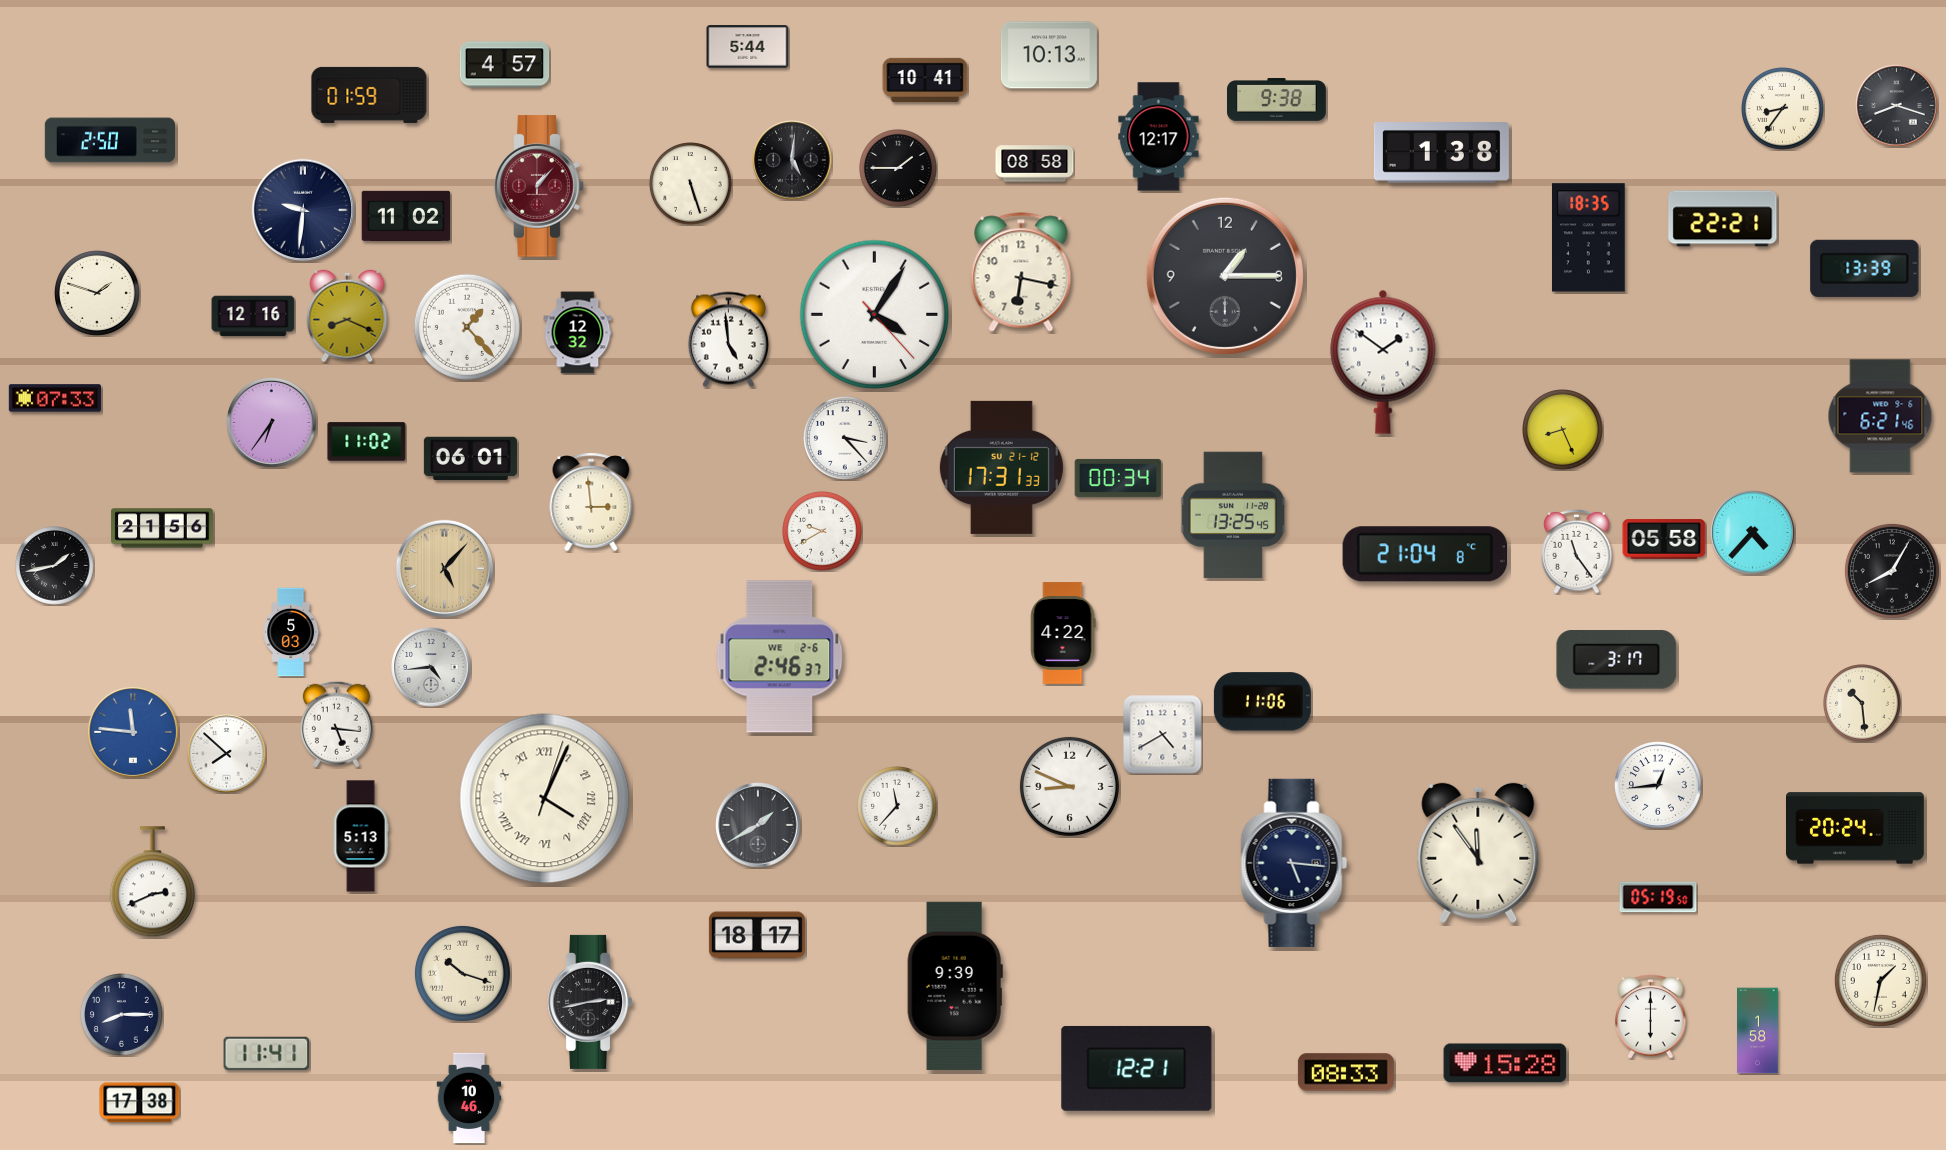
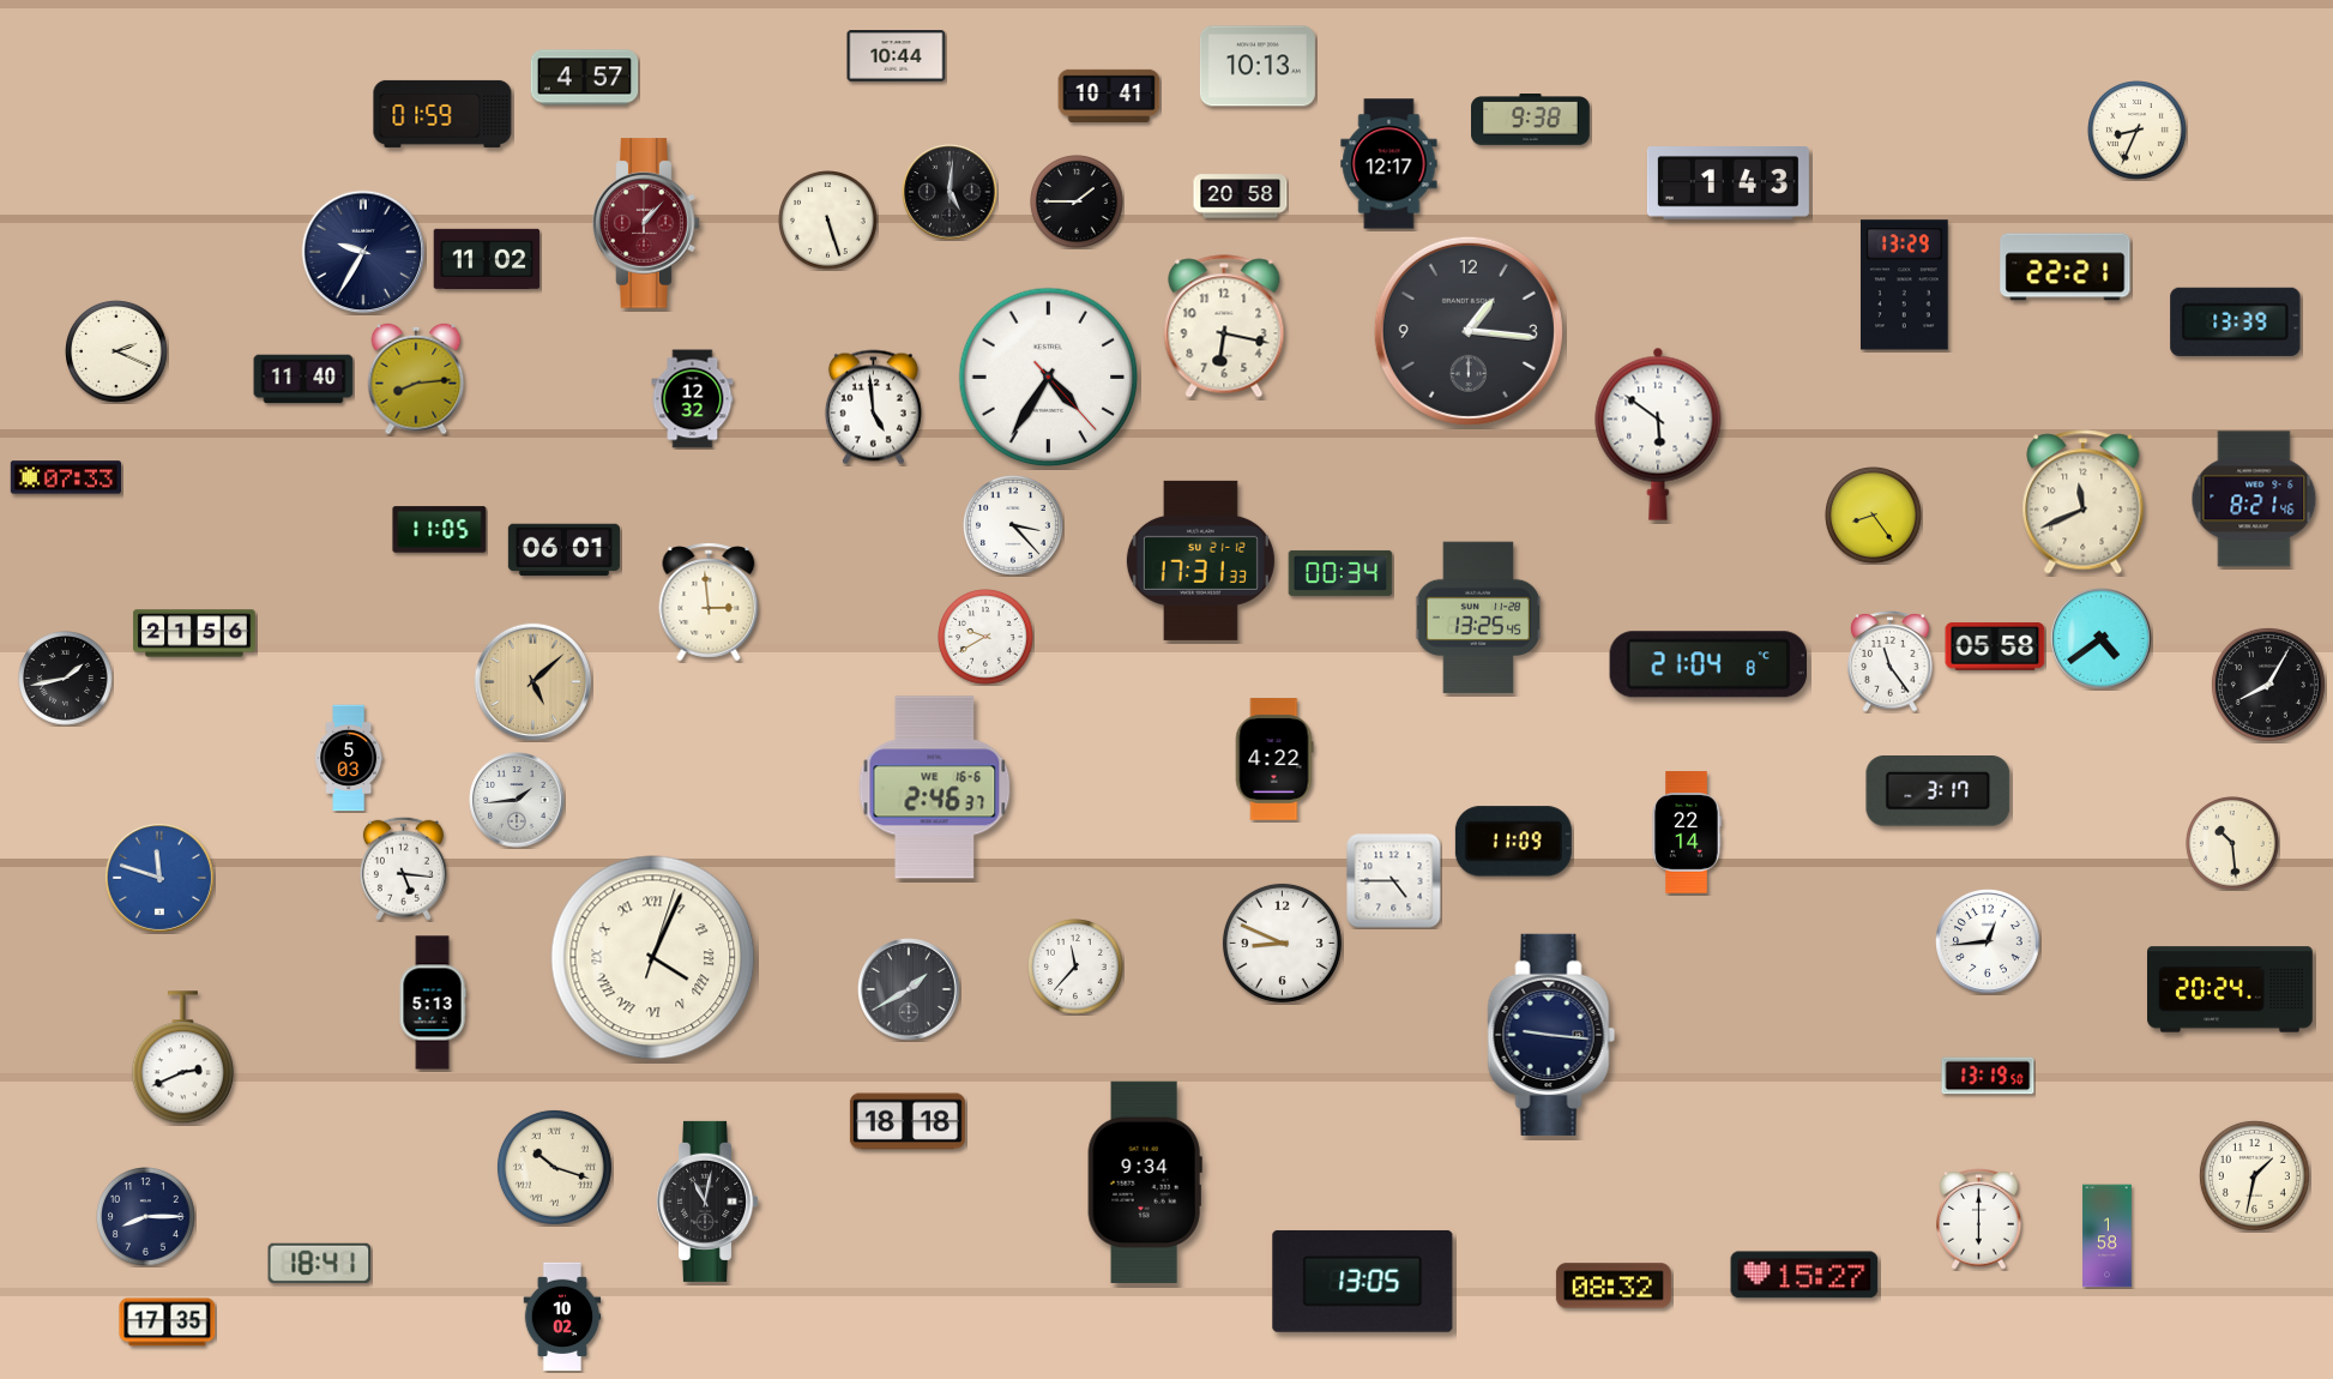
clock at (748, 47): 5:44 -> 10:44
clock at (505, 65) position: (505, 65) -> (585, 78)
clock at (1897, 106): 8:18 -> none
clock at (1783, 109): 8:36 -> 8:34
clock at (109, 140): 2:50 -> none
clock at (1441, 153): 1:38 -> 1:43
clock at (1035, 164): 08:58 -> 20:58
clock at (303, 210): 9:31 -> 9:35
clock at (1723, 219) position: (1723, 219) -> (2066, 267)
clock at (1588, 238): 18:35 -> 13:29
clock at (1225, 276): 1:15 -> 1:16
clock at (98, 294): 1:48 -> 2:19
clock at (875, 315): 4:05 -> 4:35
clock at (253, 316): 12:16 -> 11:40
clock at (347, 316): 8:19 -> 8:14
clock at (467, 327): 1:23 -> none
clock at (1383, 362): 1:51 -> 5:51
clock at (1880, 416): 6:21 -> 8:21
clock at (2084, 502): none -> 11:41
clock at (271, 422): 6:36 -> none
clock at (1563, 430): 8:26 -> 8:24
clock at (367, 442): 11:02 -> 11:05
clock at (1753, 533): 4:37 -> 4:39
clock at (444, 568): 5:07 -> 5:08
clock at (780, 657) date: WE 2-6 -> WE 16-6
clock at (431, 667): 4:44 -> 1:44
clock at (1687, 832): none -> 22:14
clock at (1262, 702): 11:06 -> 11:09
clock at (133, 732): 11:46 -> 11:48
clock at (1163, 735): 4:40 -> 4:45
clock at (227, 754): 7:52 -> none
clock at (1856, 828) position: (1856, 828) -> (2231, 989)
clock at (1478, 853): 11:54 -> none
clock at (1294, 863): 5:16 -> 9:16
clock at (1658, 897): 05:19 -> 13:19
clock at (757, 935): 18:17 -> 18:18
clock at (955, 986): 9:39 -> 9:34
clock at (590, 1002): 2:43 -> 11:02
clock at (267, 1053): 11:41 -> 18:41
clock at (1505, 1063): 15:28 -> 15:27
clock at (1137, 1068): 12:21 -> 13:05
clock at (1346, 1072): 08:33 -> 08:32
clock at (469, 1098): 10:46 -> 10:02
clock at (140, 1103): 17:38 -> 17:35
